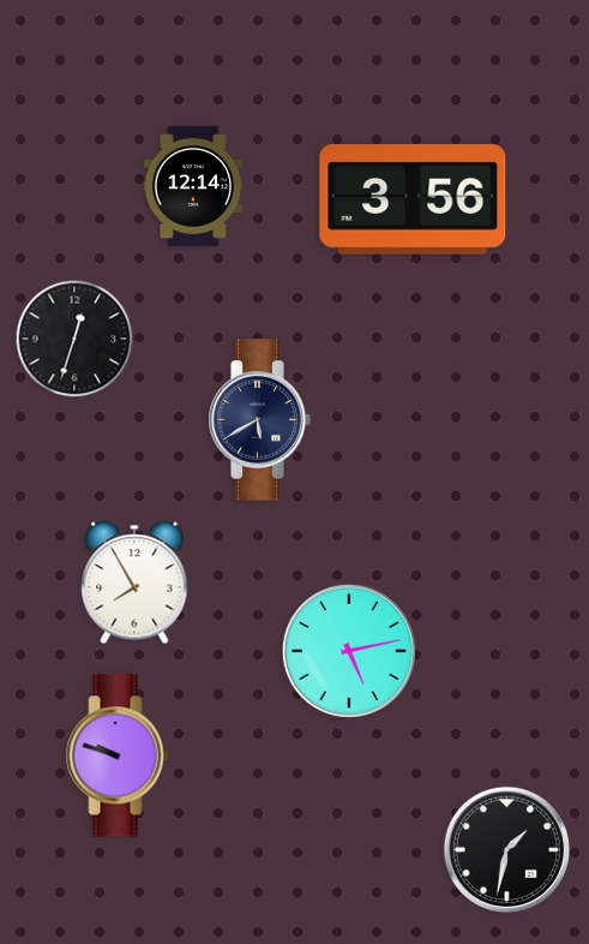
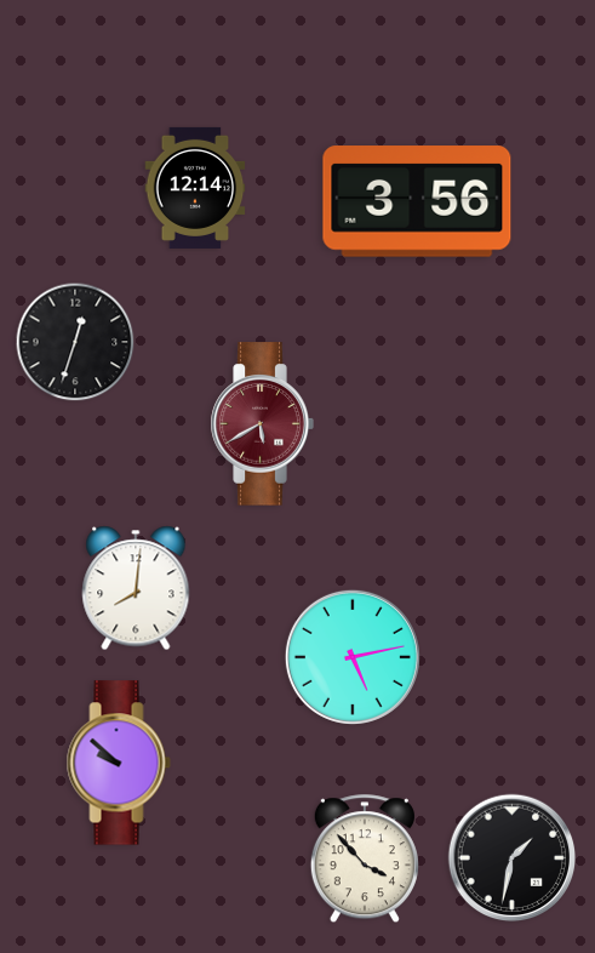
clock at (259, 420) dial: navy -> burgundy
clock at (134, 582): 7:55 -> 8:01
clock at (118, 755): 9:48 -> 9:52
clock at (365, 860): none -> 3:53
